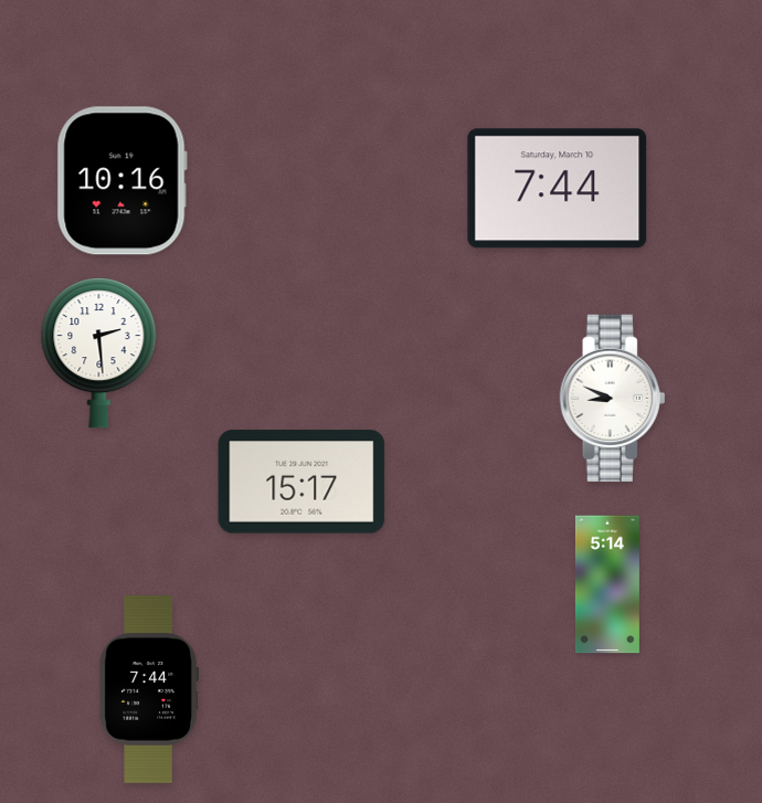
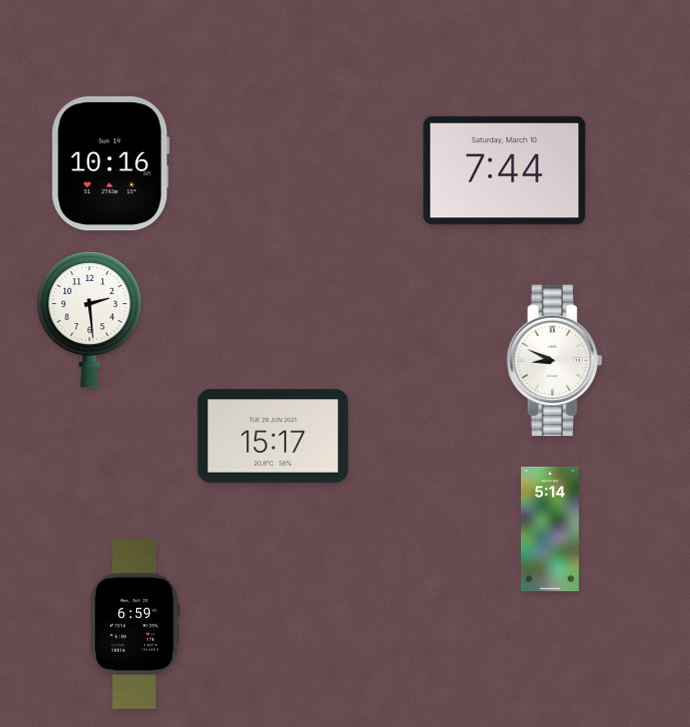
clock at (148, 689): 7:44 -> 6:59
